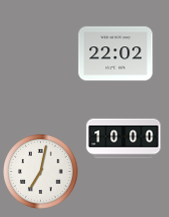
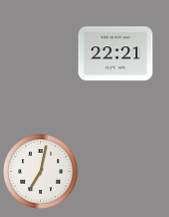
clock at (116, 54): 22:02 -> 22:21
clock at (124, 139): 10:00 -> none
